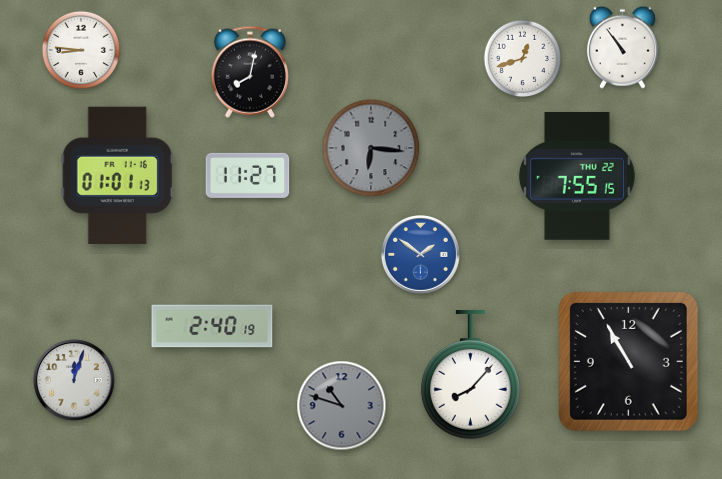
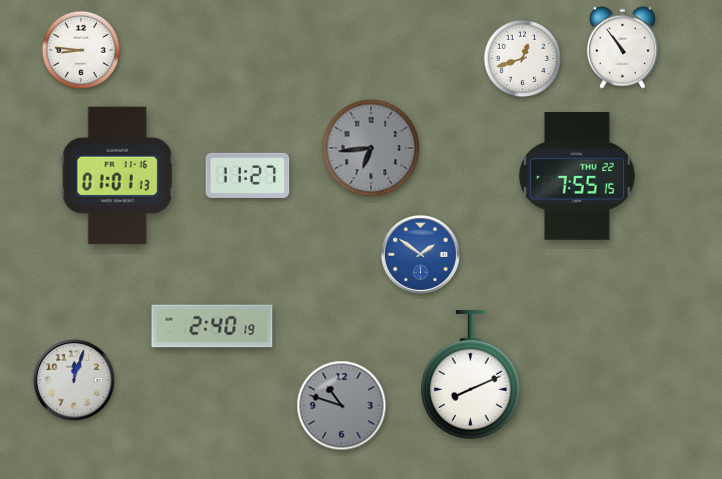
clock at (250, 72): 8:02 -> none
clock at (371, 148): 6:16 -> 6:44
clock at (628, 361): 10:55 -> none
clock at (471, 375): 8:07 -> 8:11
